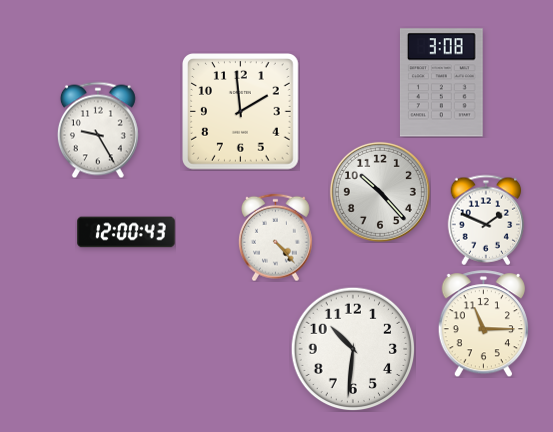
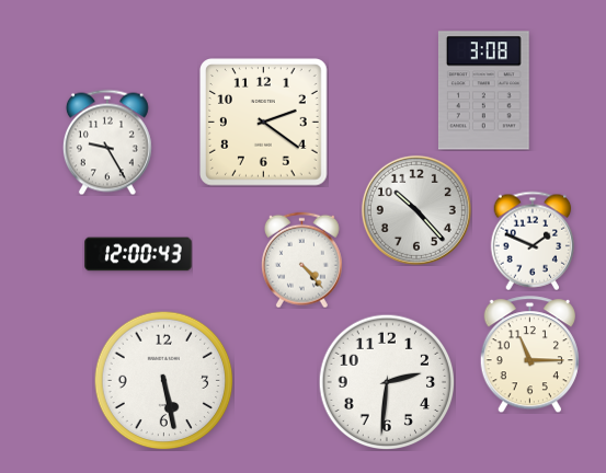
clock at (241, 112): 1:59 -> 2:21
clock at (163, 380): none -> 5:28
clock at (353, 349): 10:31 -> 2:31
